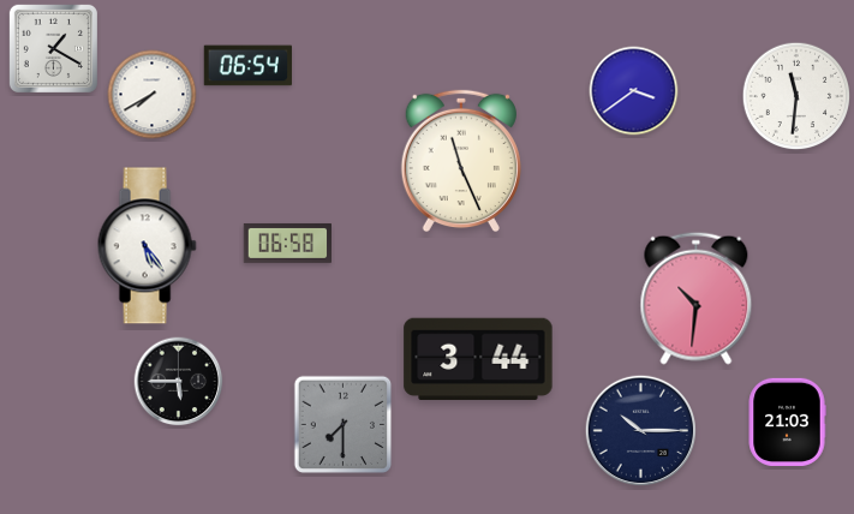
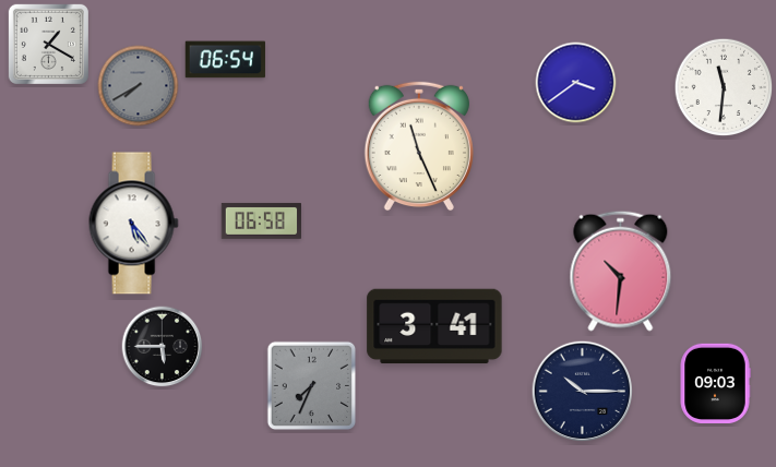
clock at (153, 95) dial: white -> grey
clock at (697, 298) position: (697, 298) -> (621, 271)
clock at (478, 359): 3:44 -> 3:41
clock at (787, 422): 21:03 -> 09:03
clock at (344, 425): 7:30 -> 7:34
